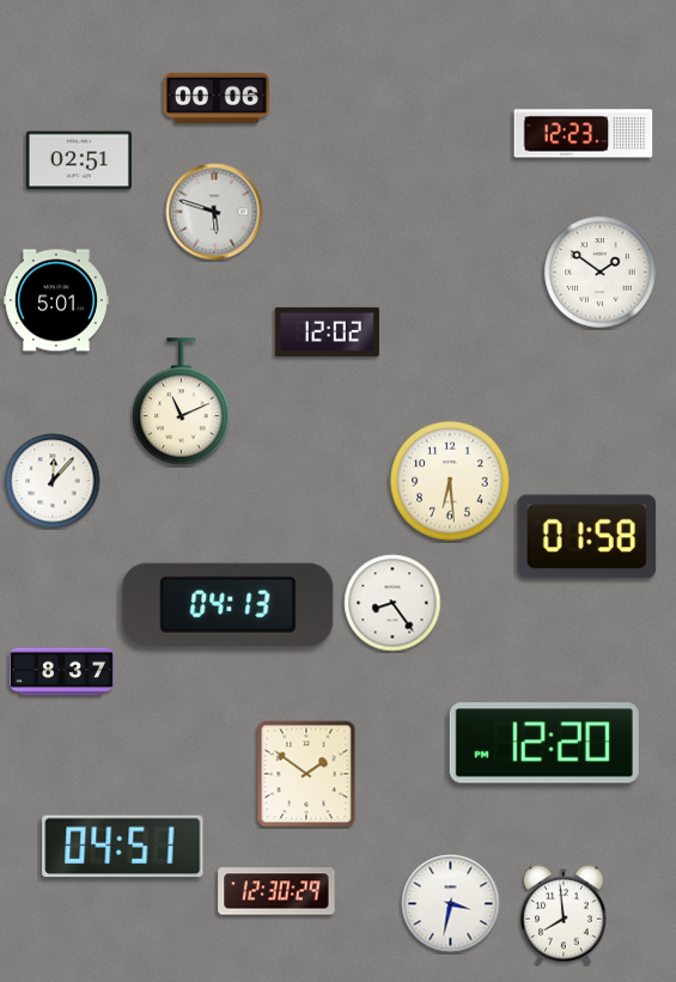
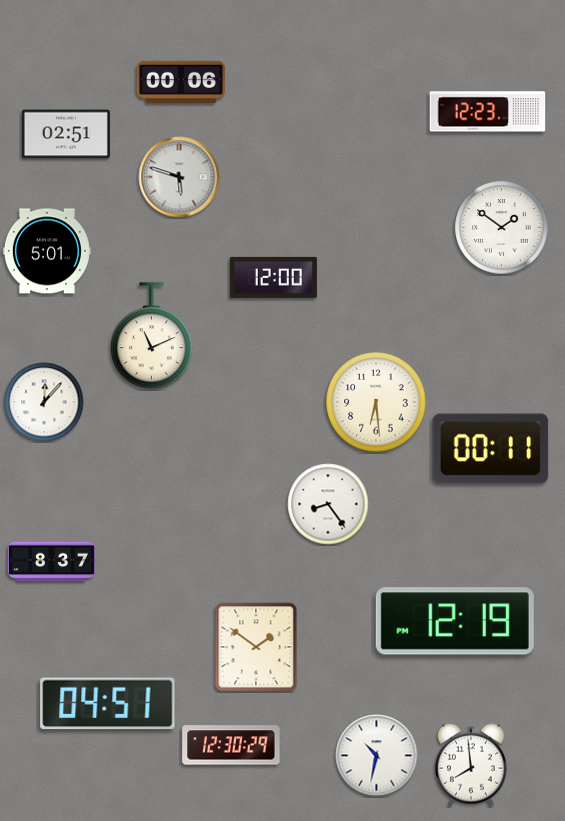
clock at (327, 331): 12:02 -> 12:00
clock at (587, 537): 01:58 -> 00:11
clock at (229, 604): 04:13 -> none
clock at (544, 743): 12:20 -> 12:19
clock at (123, 847) position: (123, 847) -> (108, 704)
clock at (451, 904): 3:32 -> 10:32
